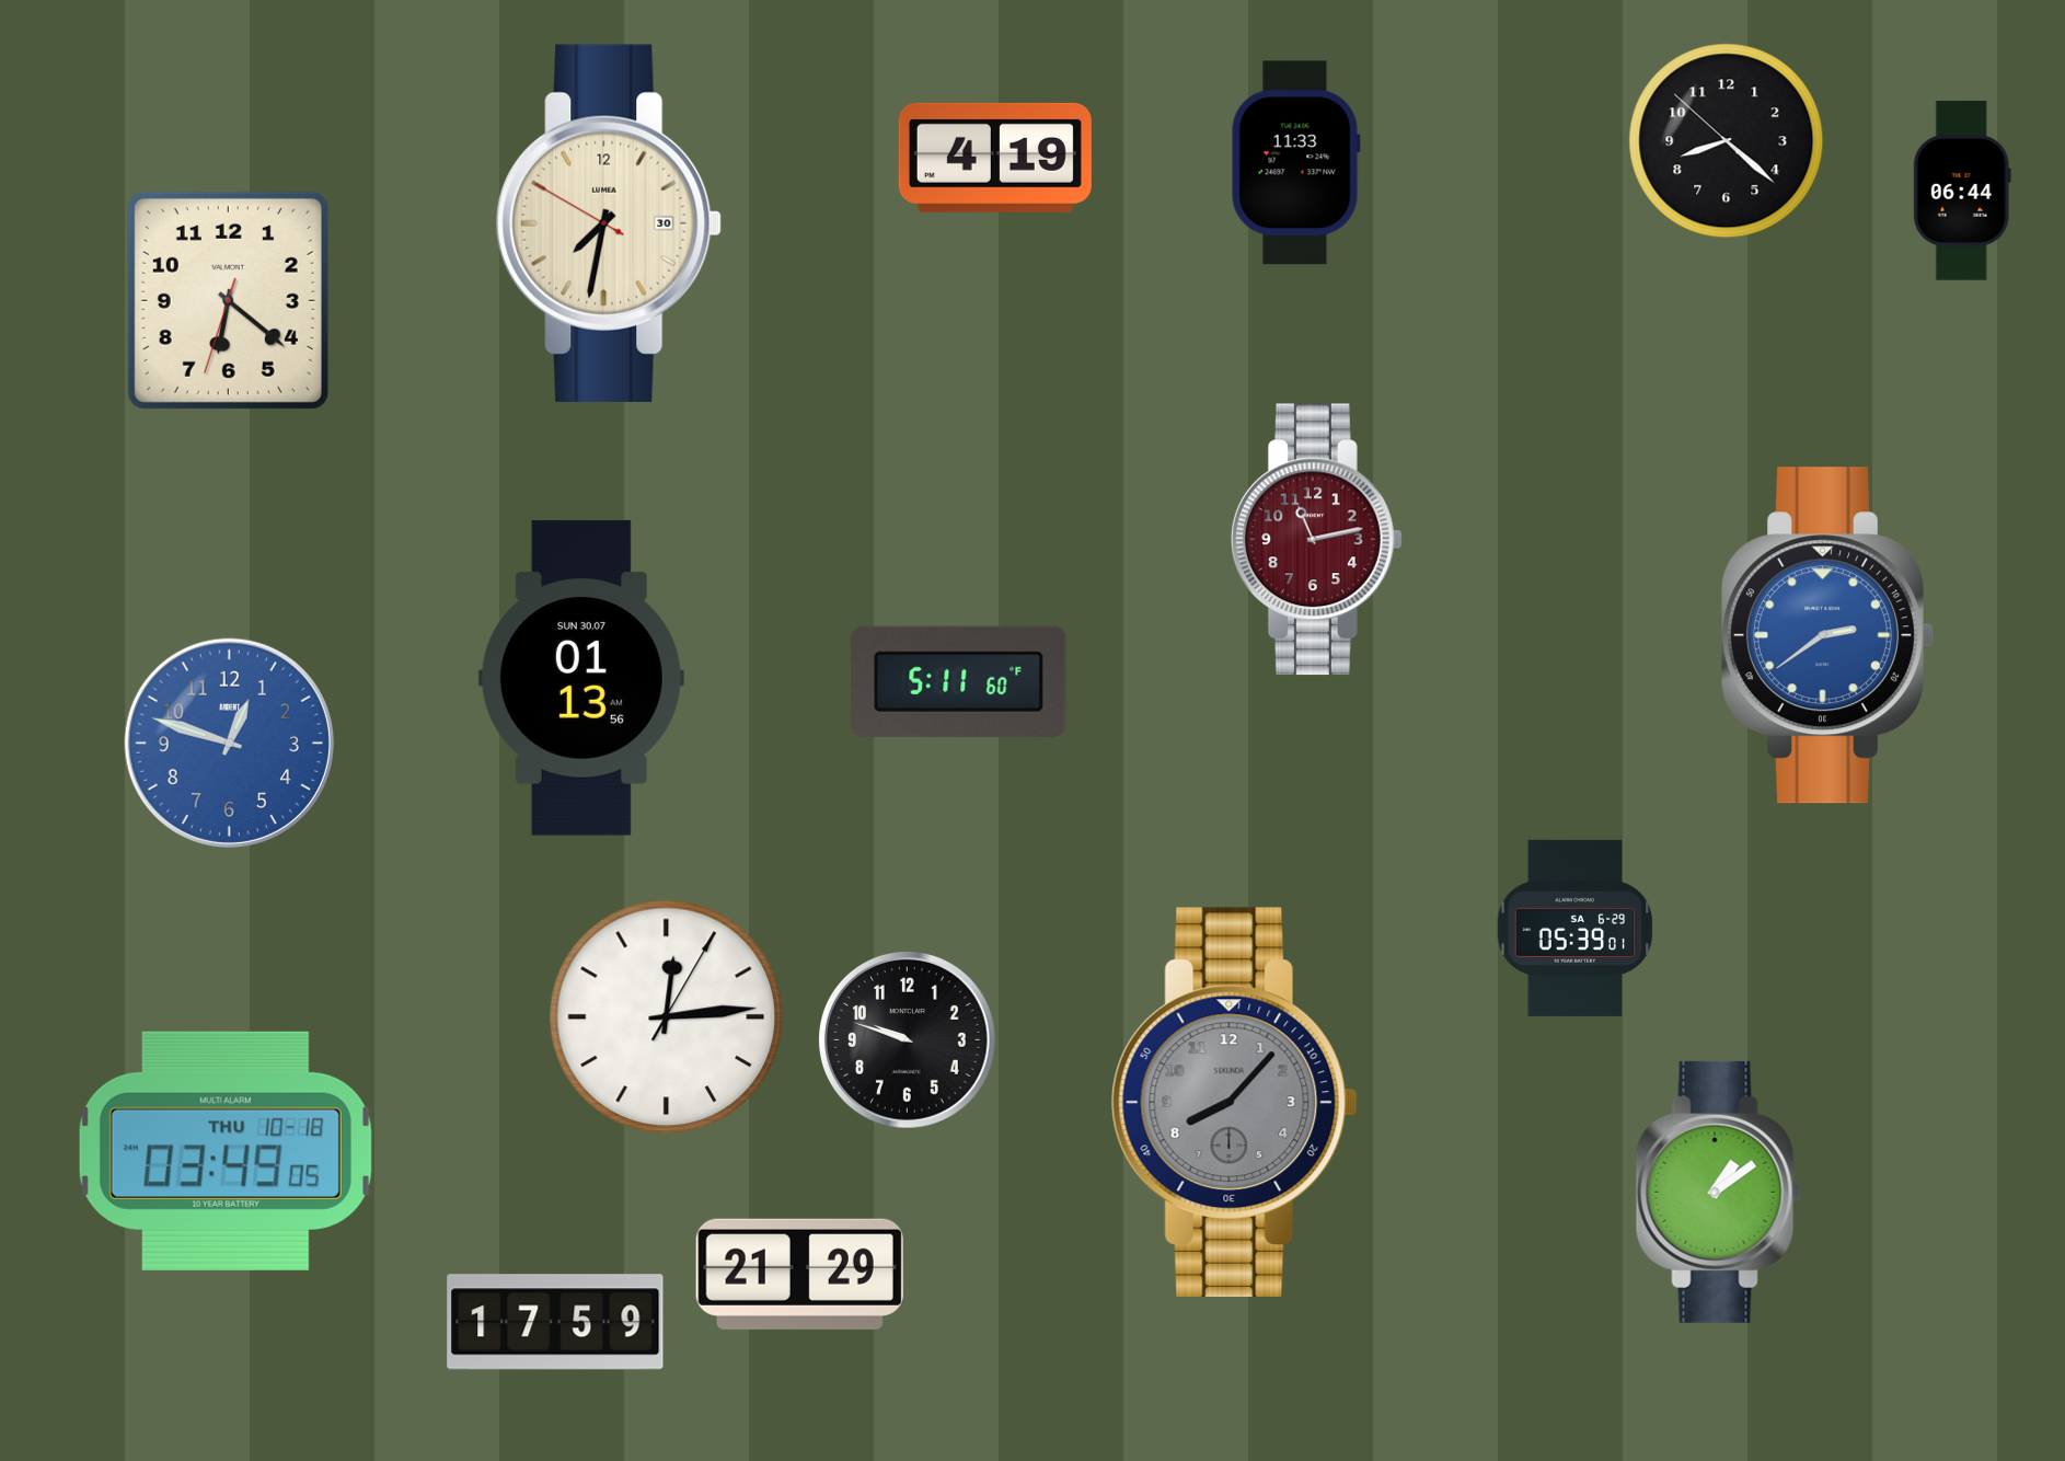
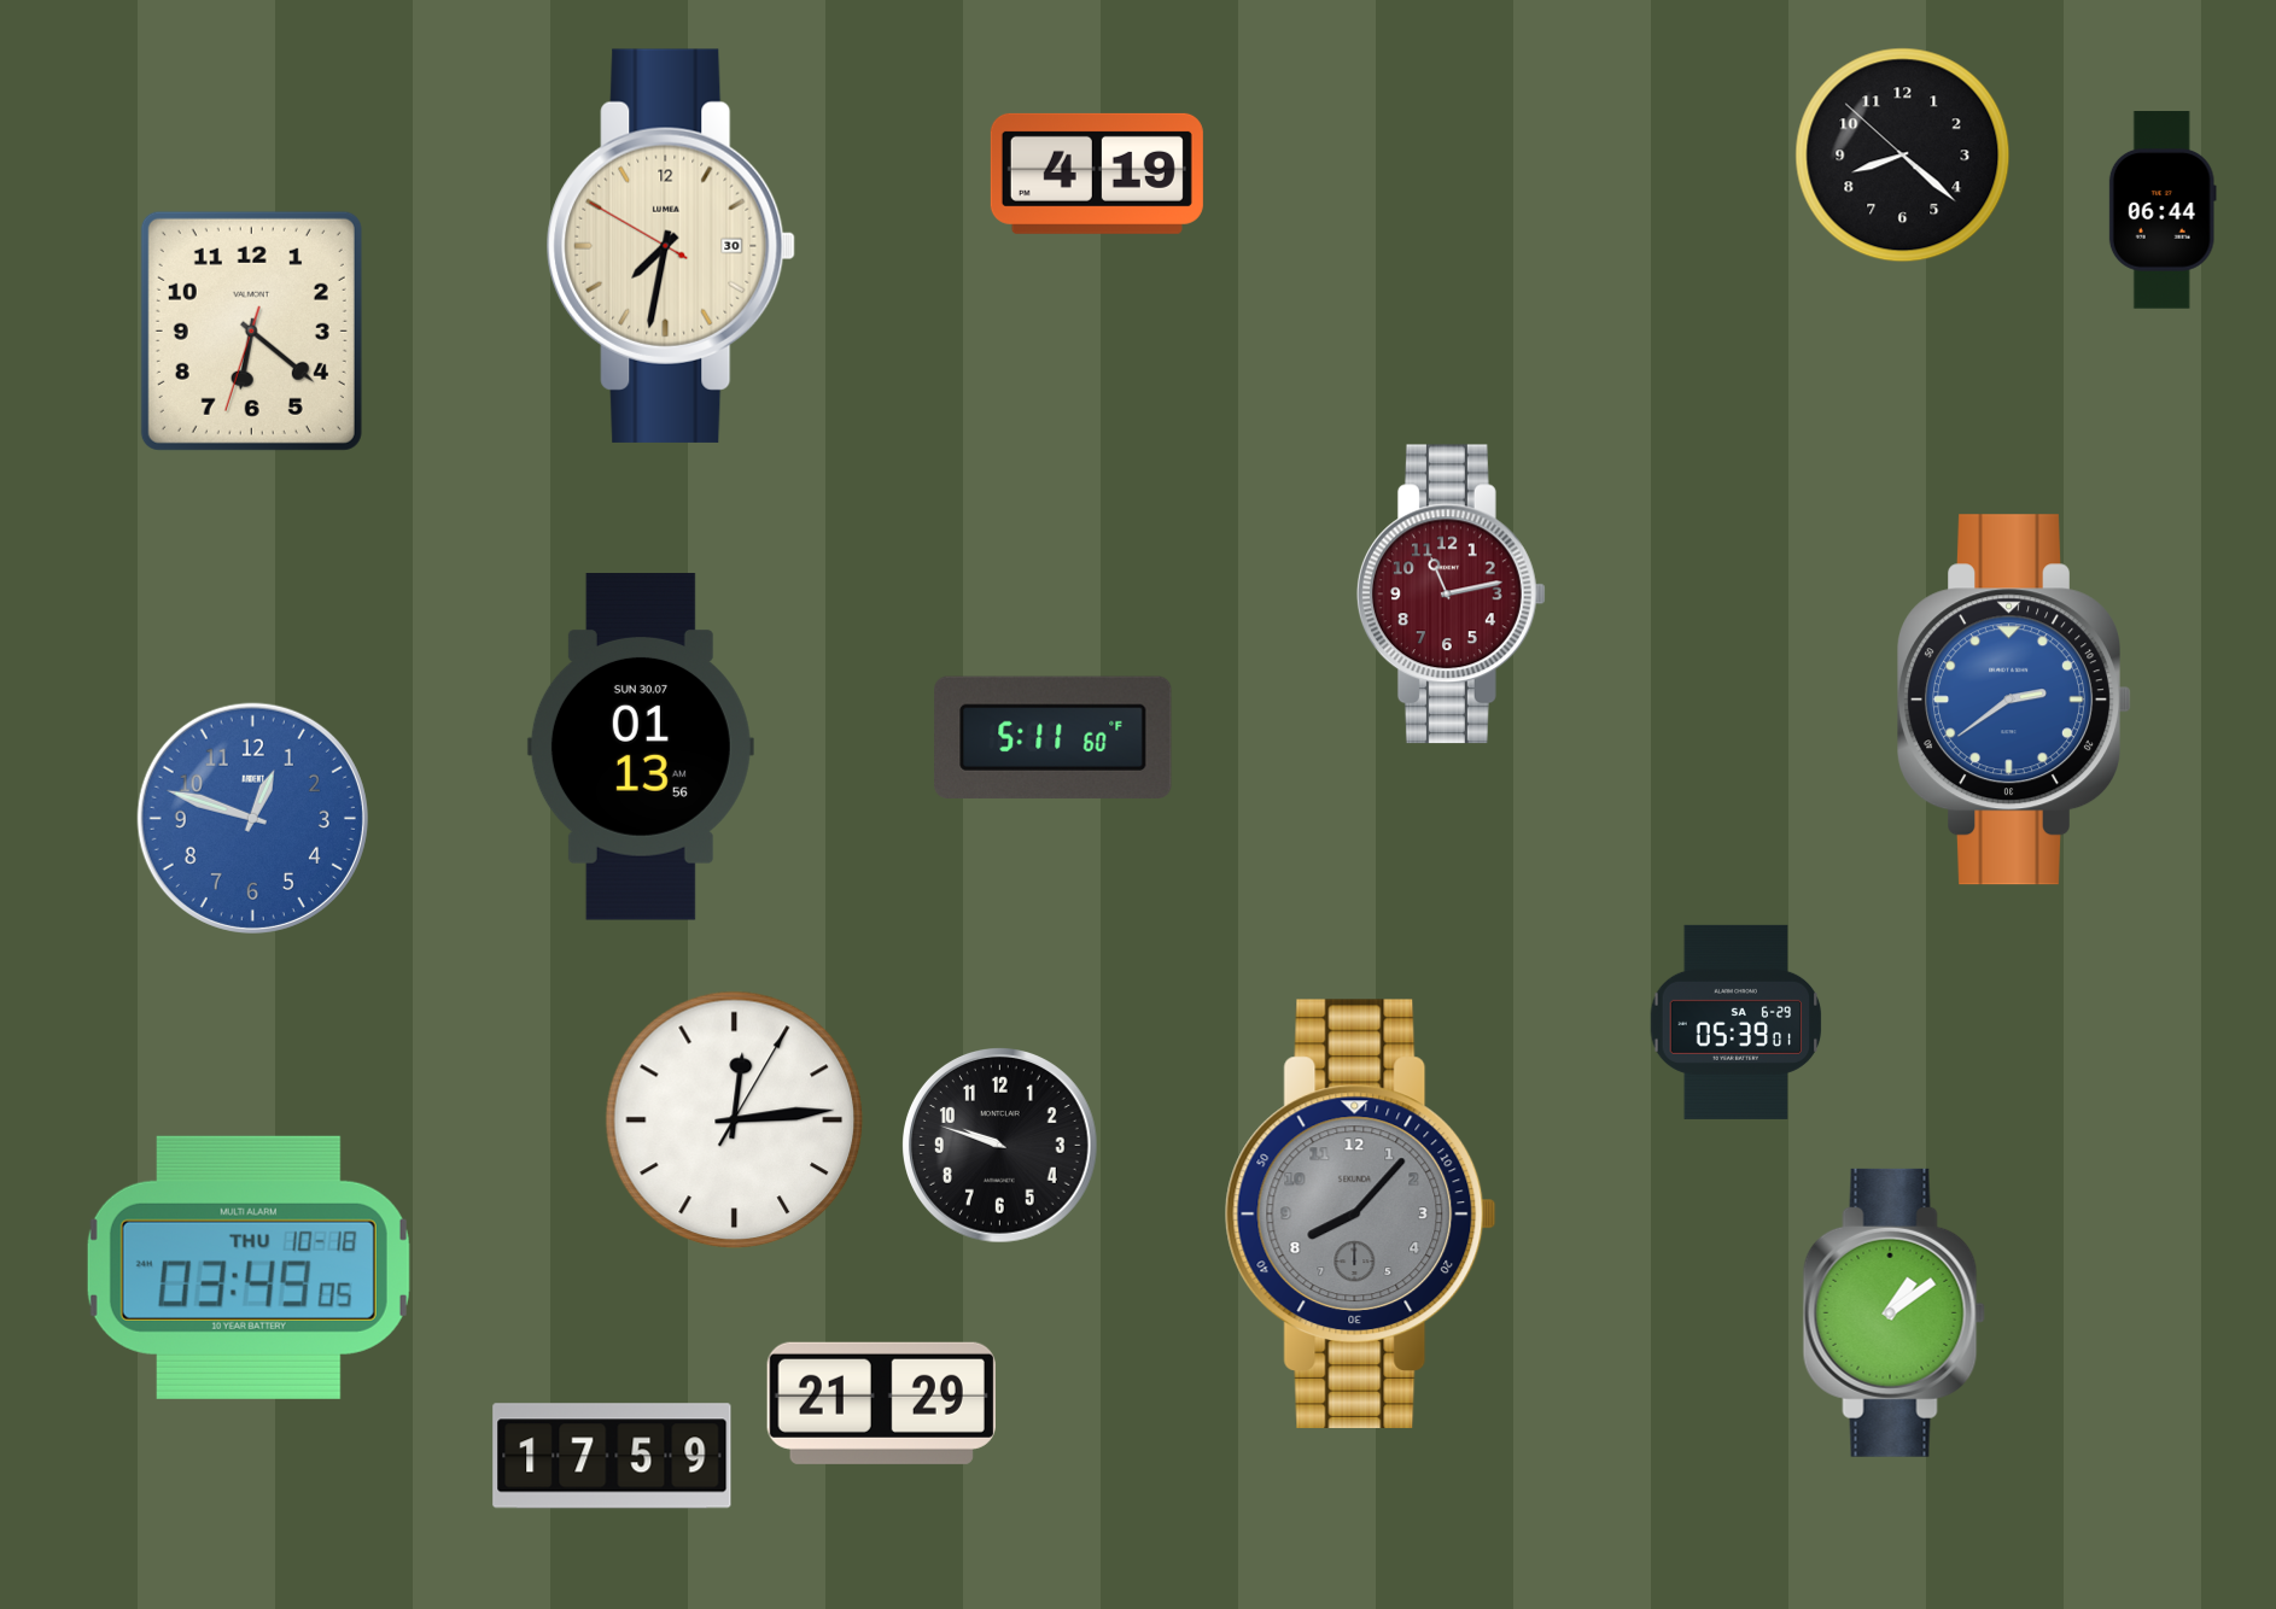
clock at (1295, 163): 11:33 -> none
clock at (959, 681) position: (959, 681) -> (1054, 737)
